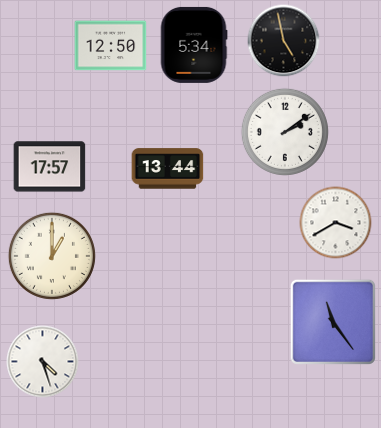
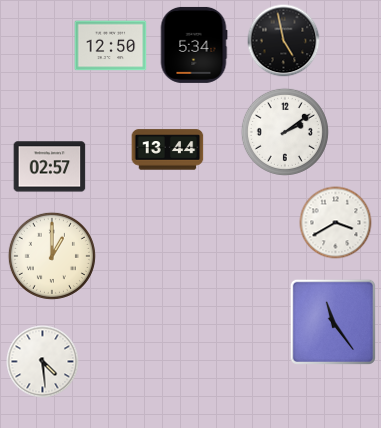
clock at (50, 167): 17:57 -> 02:57
clock at (168, 169) position: (168, 169) -> (168, 150)
clock at (43, 362): 4:27 -> 4:29
